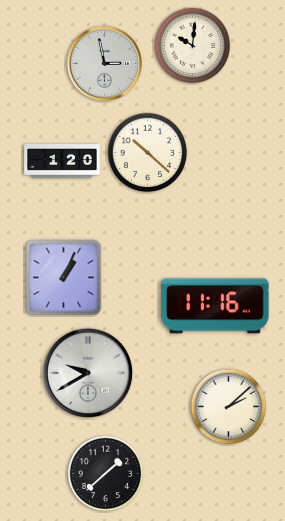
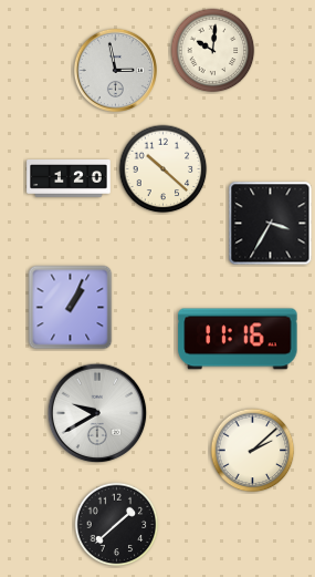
clock at (271, 224): none -> 3:35
